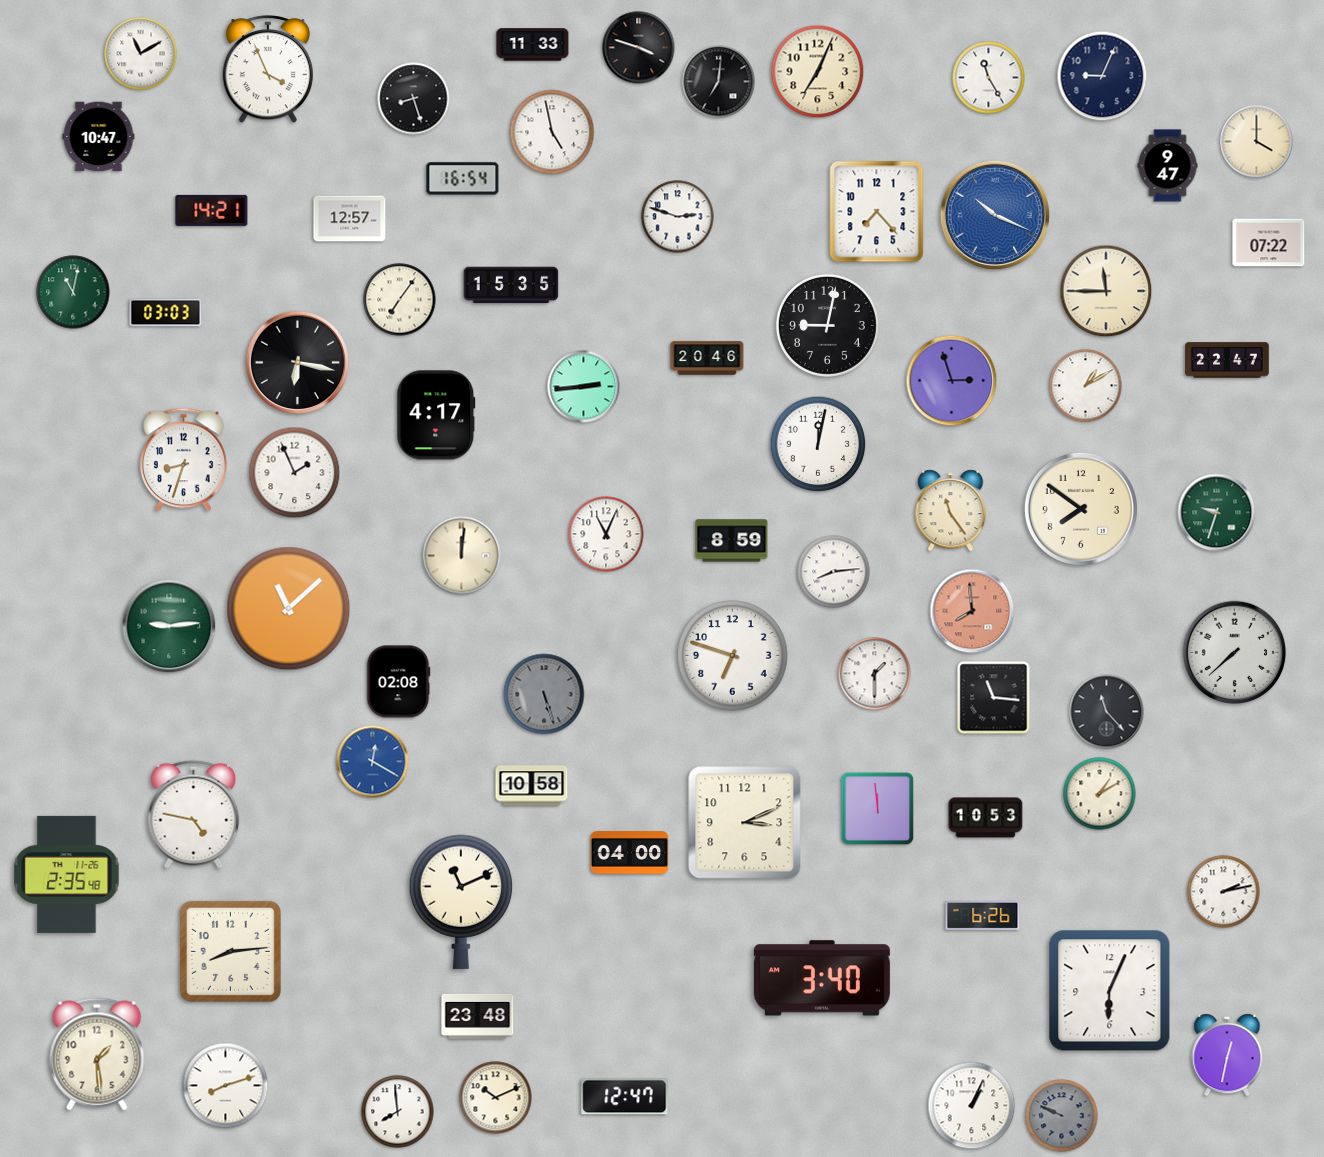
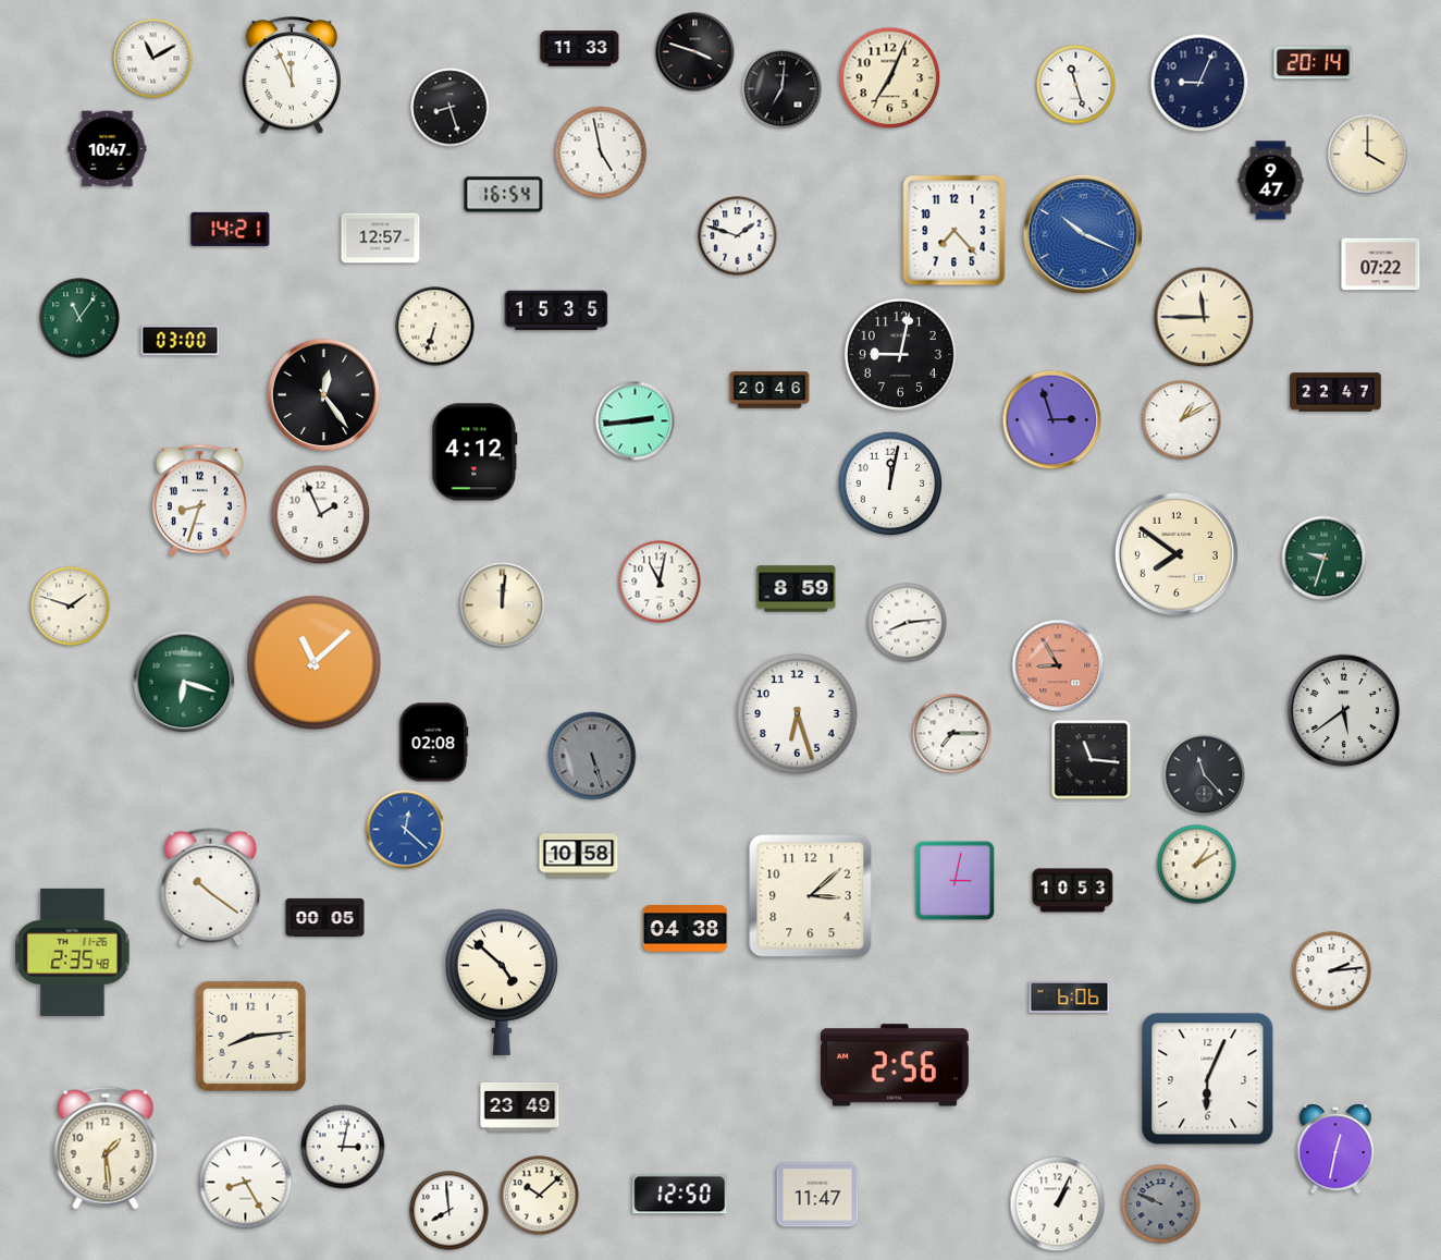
clock at (1314, 63): none -> 20:14
clock at (267, 70): 3:56 -> 11:56
clock at (989, 78): 11:25 -> 11:27
clock at (552, 132) position: (552, 132) -> (601, 152)
clock at (678, 217): 2:48 -> 1:48
clock at (73, 292): 11:02 -> 11:06
clock at (400, 300): 7:06 -> 6:33
clock at (166, 313): 03:03 -> 03:00
clock at (298, 363): 6:17 -> 12:24
clock at (952, 381) position: (952, 381) -> (1052, 420)
clock at (436, 415): 4:17 -> 4:12
clock at (951, 511): 11:24 -> none
clock at (606, 534): 11:04 -> 11:02
clock at (71, 607): none -> 1:48
clock at (972, 611): 7:59 -> 8:55
clock at (169, 626): 9:14 -> 6:18
clock at (1235, 653): 7:38 -> 5:39
clock at (733, 656): 6:48 -> 6:27
clock at (875, 674): 1:30 -> 7:15
clock at (994, 698) position: (994, 698) -> (1092, 760)
clock at (373, 762): 12:20 -> 12:22
clock at (878, 809): 11:59 -> 3:02
clock at (194, 814): 4:47 -> 10:21
clock at (745, 823): 3:11 -> 3:08
clock at (325, 917): none -> 00:05
clock at (630, 853): 04:00 -> 04:38
clock at (1224, 892): 2:13 -> 2:14
clock at (461, 902): 11:11 -> 4:52
clock at (983, 915): 6:26 -> 6:06
clock at (822, 978): 3:40 -> 2:56
clock at (478, 1016): 23:48 -> 23:49
clock at (343, 1147): none -> 3:02
clock at (226, 1086): 8:12 -> 8:25
clock at (625, 1097): 12:47 -> 12:50
clock at (817, 1195): none -> 11:47
clock at (496, 1098): 10:11 -> 10:08
clock at (398, 1112) position: (398, 1112) -> (449, 1211)
clock at (1062, 1116) position: (1062, 1116) -> (1161, 1204)
